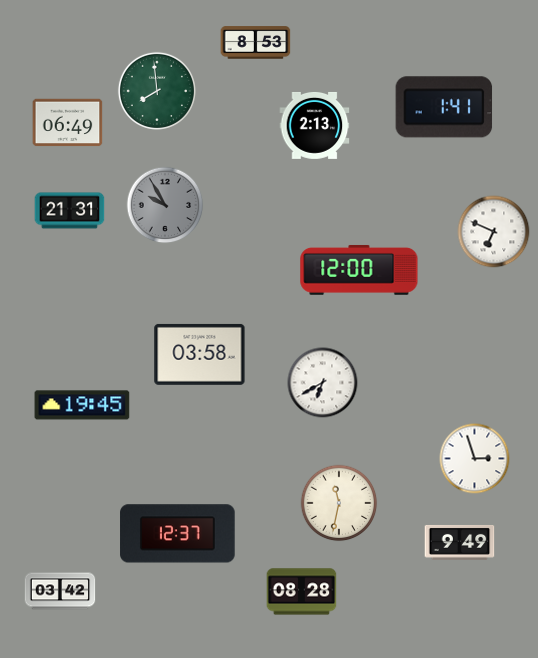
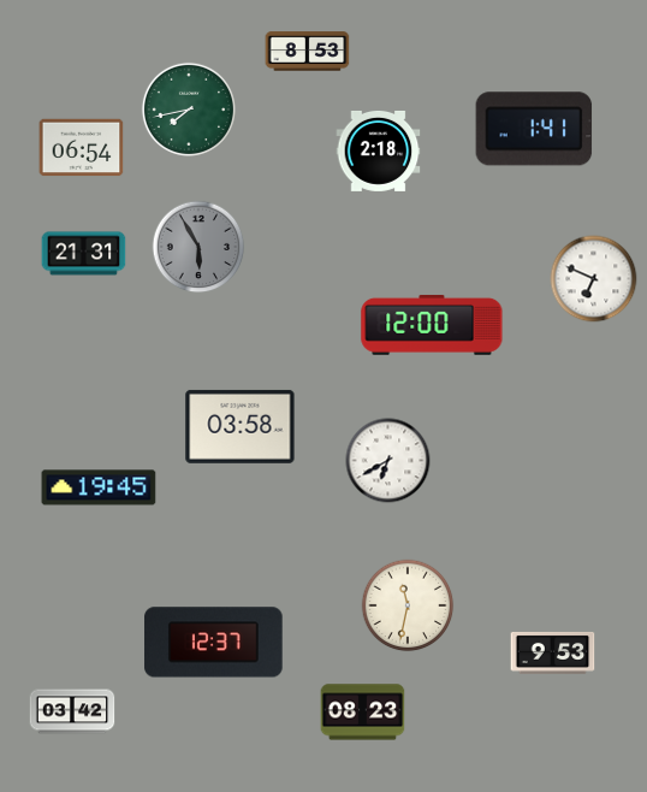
clock at (157, 91): 7:59 -> 7:43
clock at (68, 123): 06:49 -> 06:54
clock at (315, 125): 2:13 -> 2:18
clock at (165, 205): 9:55 -> 5:55
clock at (475, 459): 2:57 -> none
clock at (460, 542): 9:49 -> 9:53
clock at (302, 592): 08:28 -> 08:23
